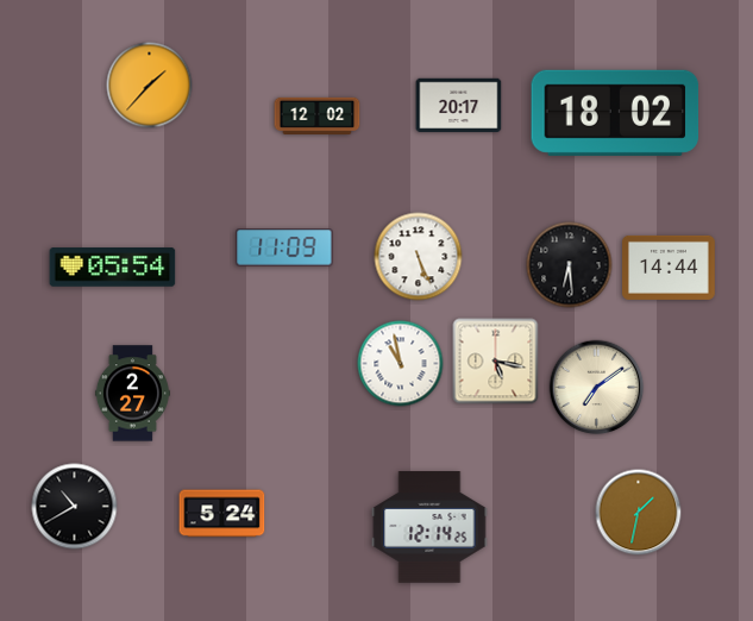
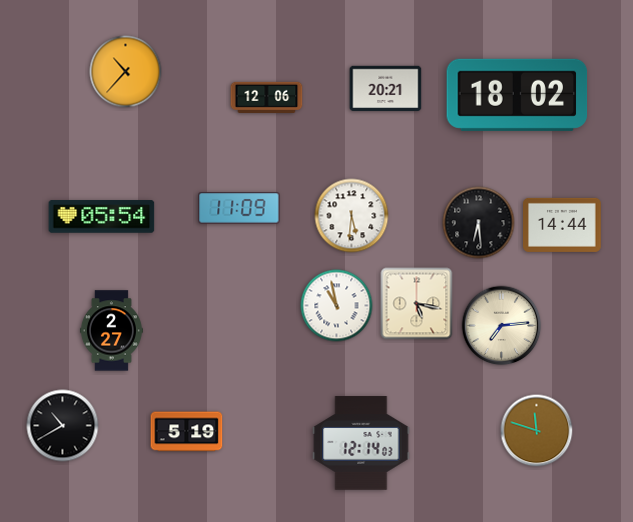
clock at (150, 86): 1:37 -> 10:37
clock at (459, 106): 20:17 -> 20:21
clock at (318, 115): 12:02 -> 12:06
clock at (419, 257): 5:26 -> 5:31
clock at (113, 268) position: (113, 268) -> (102, 217)
clock at (597, 388): 7:09 -> 7:14
clock at (639, 513): 1:32 -> 11:48
clock at (222, 514): 5:24 -> 5:19
clock at (429, 527): 12:14:25 -> 12:14:03
